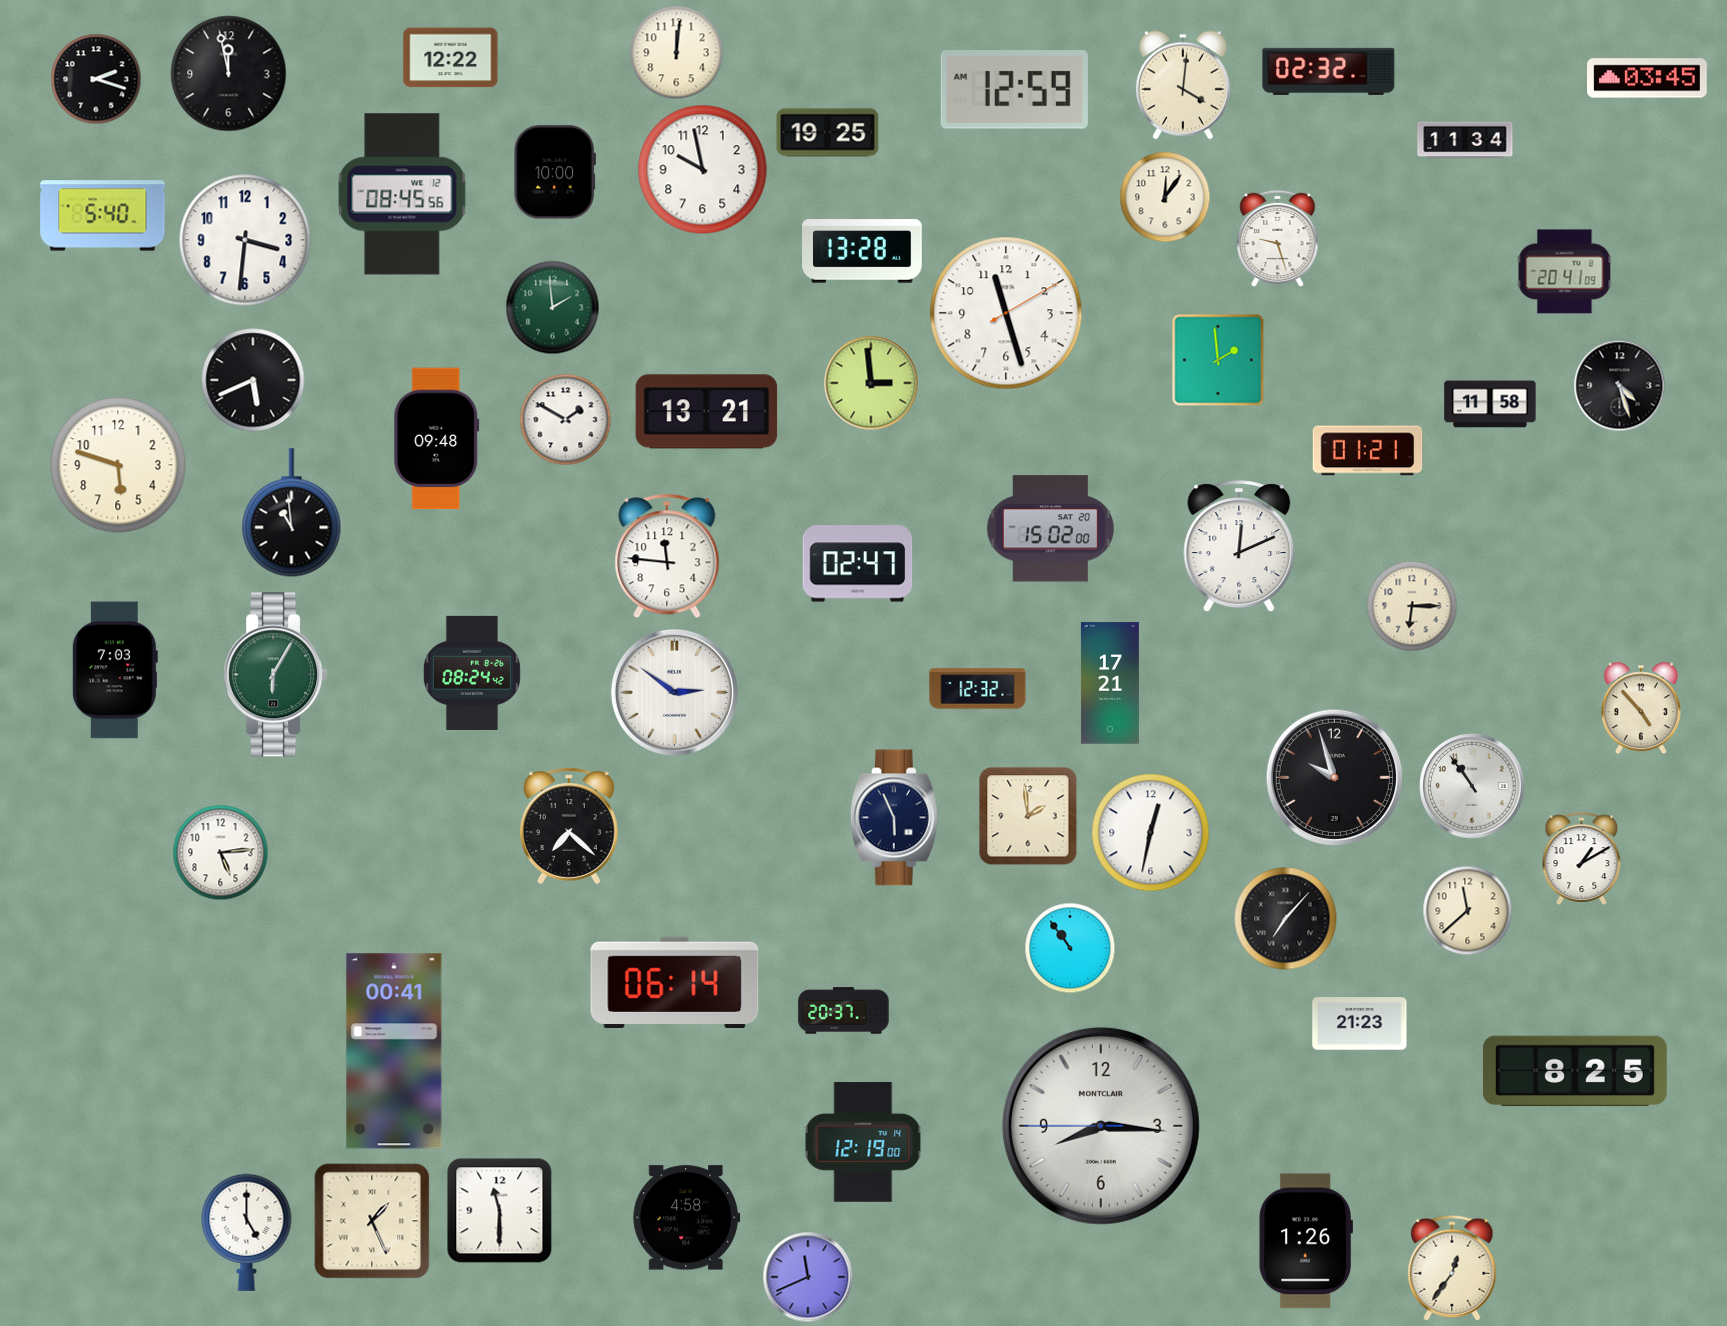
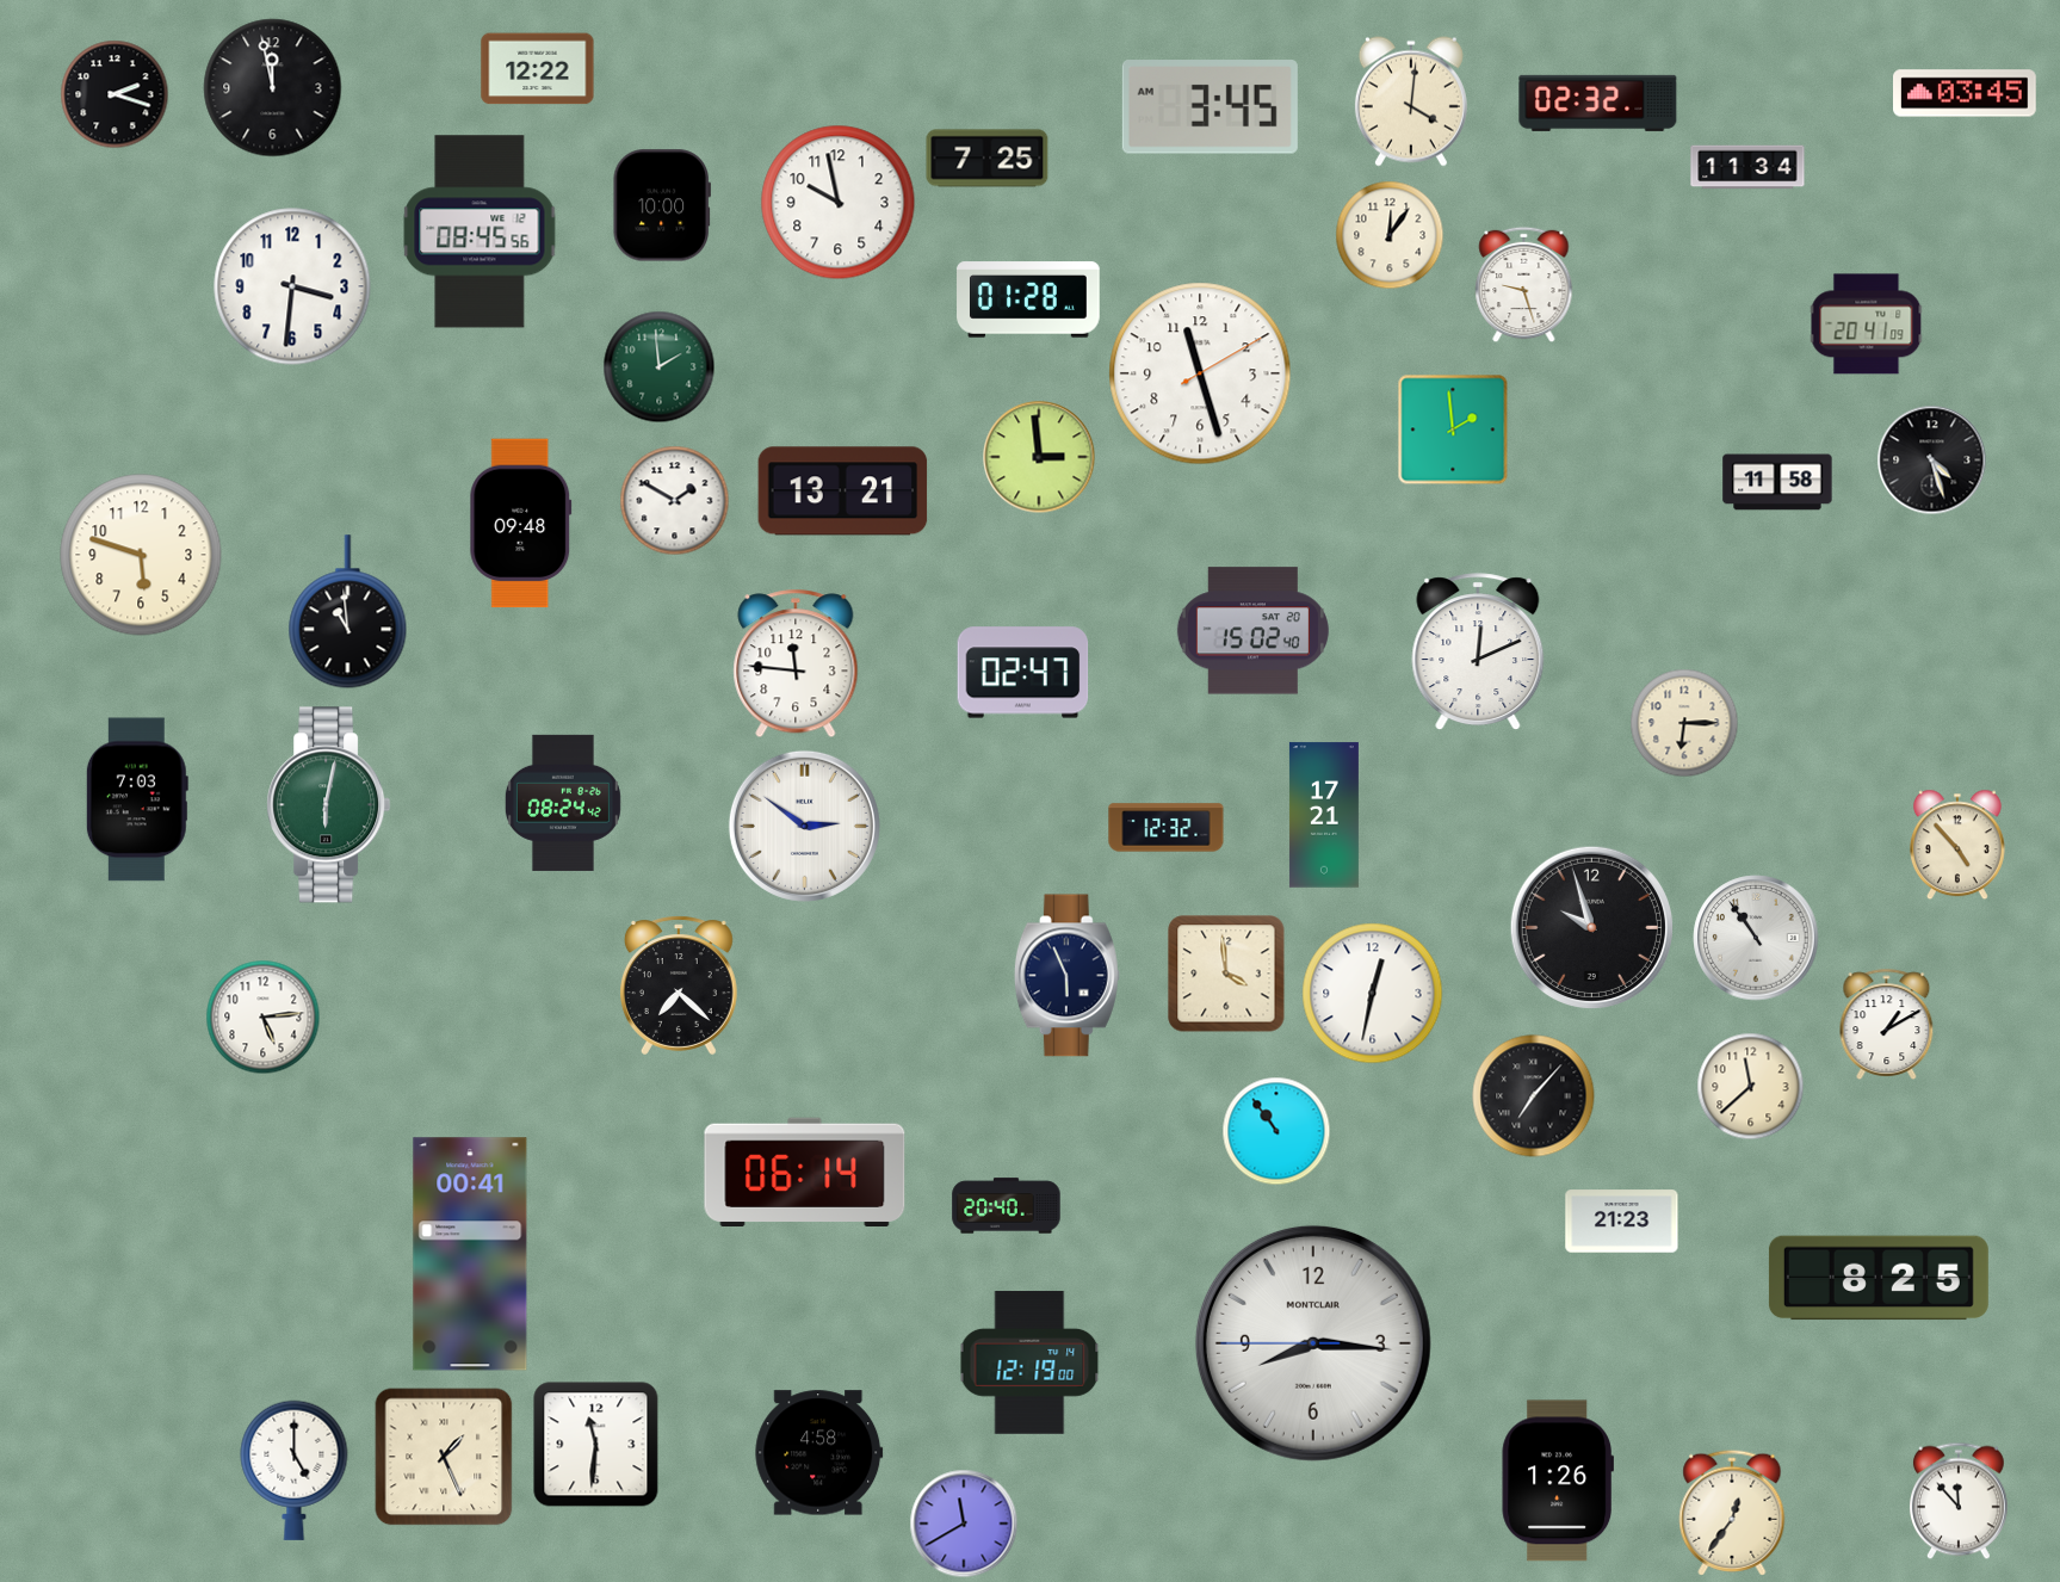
clock at (677, 53): 12:01 -> none
clock at (1329, 71) position: (1329, 71) -> (1598, 103)
clock at (1014, 90): 12:59 -> 3:45
clock at (828, 133): 19:25 -> 7:25
clock at (103, 216): 5:40 -> none
clock at (862, 251): 13:28 -> 01:28
clock at (253, 380): 5:41 -> none
clock at (1368, 451): 01:21 -> none
clock at (1050, 529): 15:02:00 -> 15:02:40
clock at (276, 675): 6:05 -> 6:02
clock at (978, 689) position: (978, 689) -> (1167, 828)
clock at (1028, 816): 1:59 -> 3:59
clock at (844, 1011): 20:37 -> 20:40
clock at (500, 1211): 11:30 -> 11:31
clock at (1960, 1501): none -> 11:53
clock at (808, 1277): 11:41 -> 11:40
